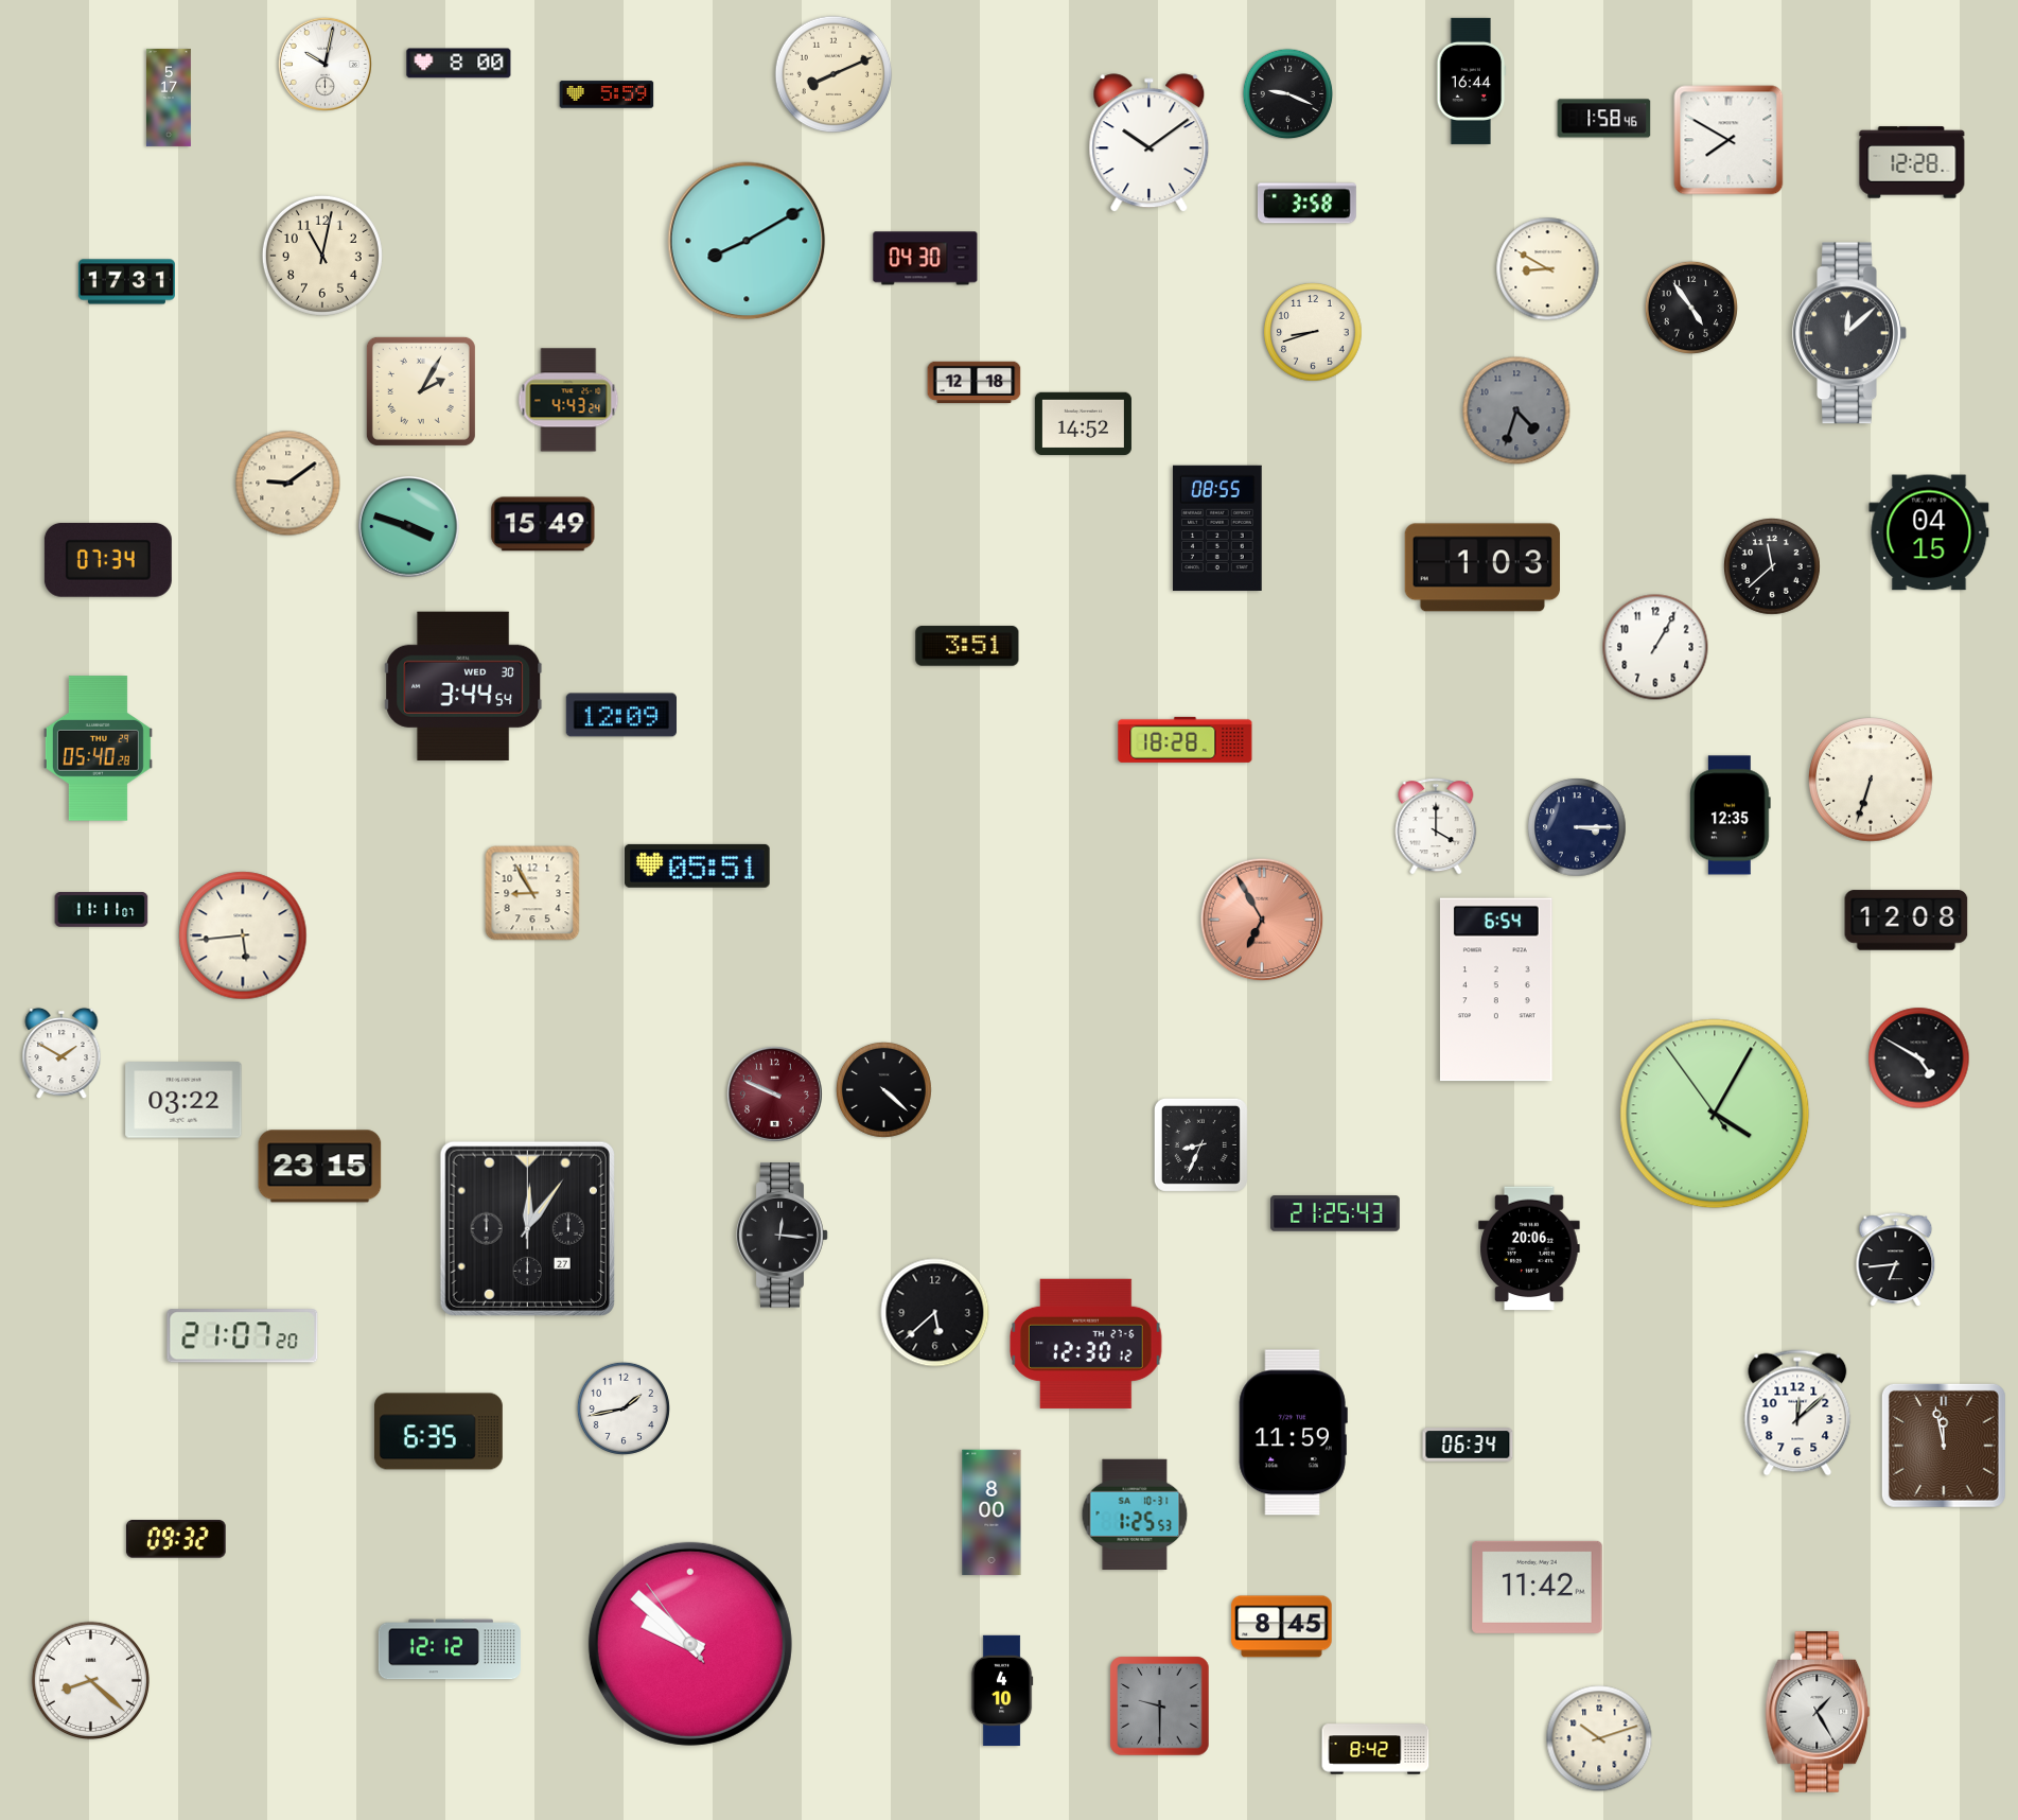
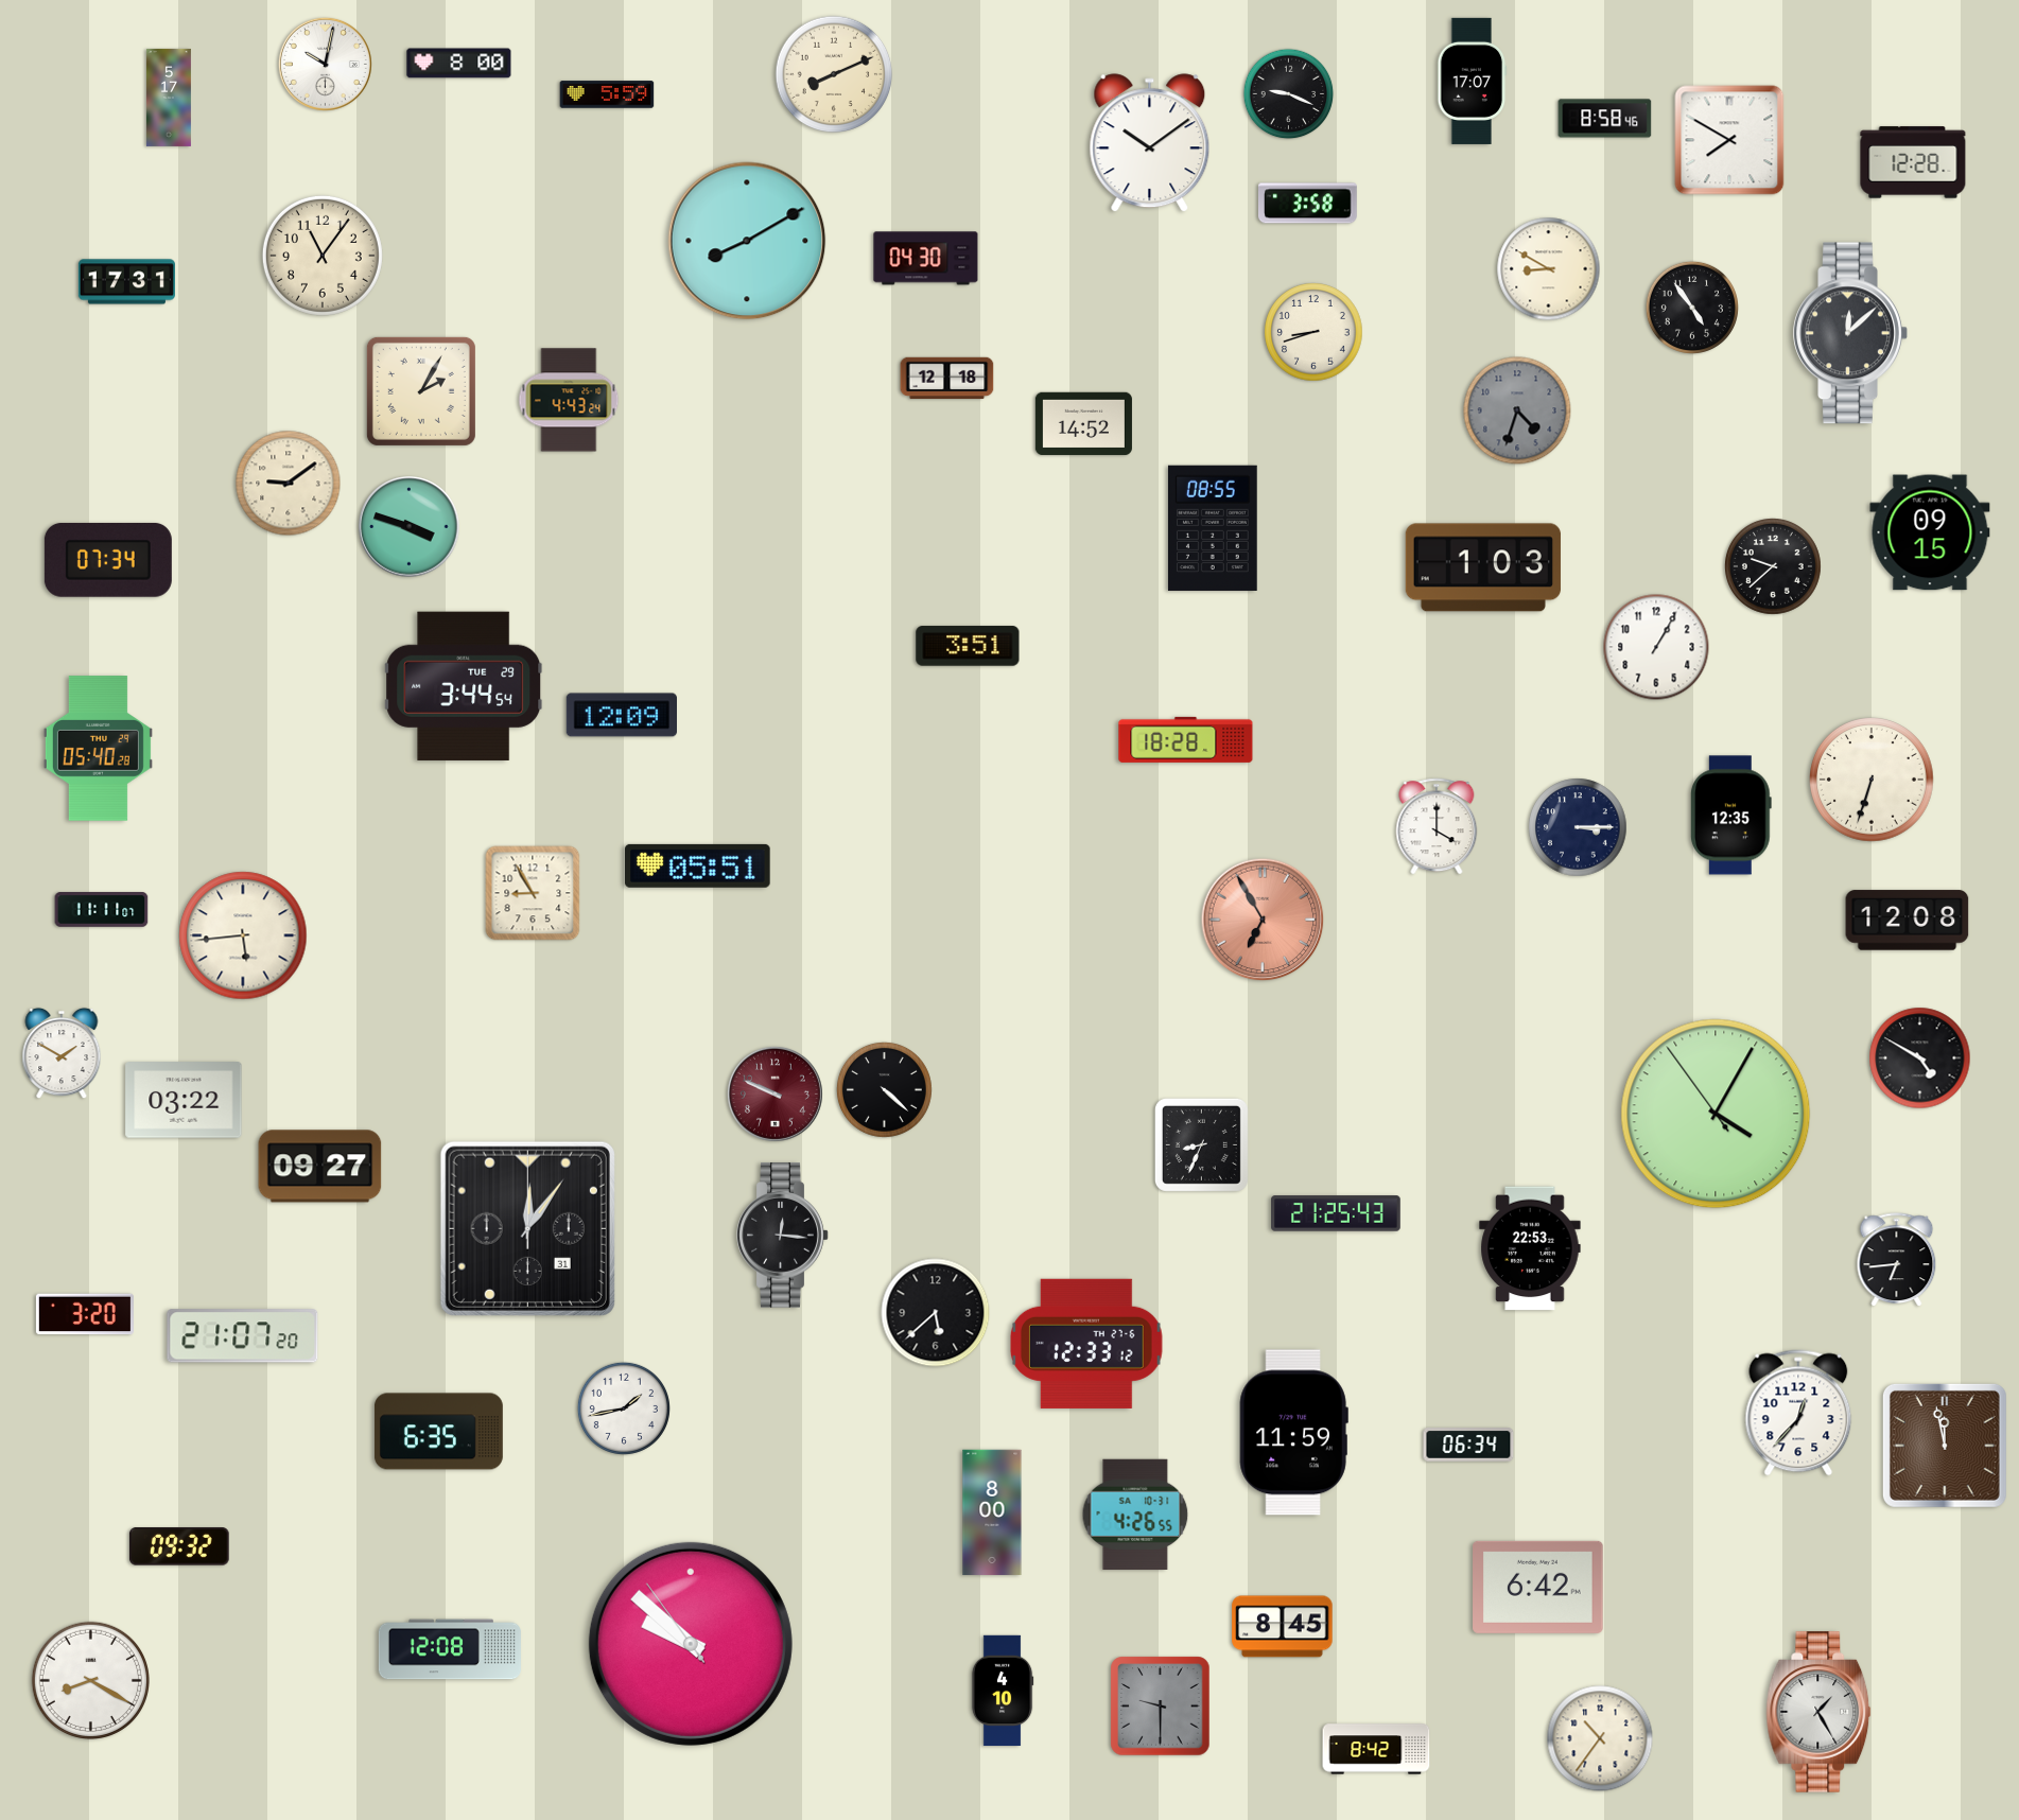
clock at (1472, 81): 16:44 -> 17:07
clock at (1604, 119): 1:58 -> 8:58
clock at (322, 256): 11:02 -> 11:06
clock at (975, 383) position: (975, 383) -> (947, 379)
clock at (543, 524): 15:49 -> none
clock at (1217, 528) position: (1217, 528) -> (1213, 528)
clock at (1929, 532): 04:15 -> 09:15
clock at (1773, 567): 11:38 -> 9:38
clock at (463, 686) date: WED 30 -> TUE 29
clock at (1496, 990): 6:54 -> none
clock at (320, 1167): 23:15 -> 09:27
clock at (527, 1228) date: 27 -> 31
clock at (1529, 1248): 20:06 -> 22:53
clock at (85, 1314): none -> 3:20
clock at (1087, 1344): 12:30 -> 12:33
clock at (1797, 1413): 12:08 -> 12:37
clock at (1135, 1513): 1:25 -> 4:26
clock at (176, 1539) position: (176, 1539) -> (179, 1546)
clock at (1538, 1587): 11:42 -> 6:42
clock at (450, 1649): 12:12 -> 12:08
clock at (90, 1680): 8:22 -> 8:20
clock at (1599, 1738): 10:12 -> 10:36
